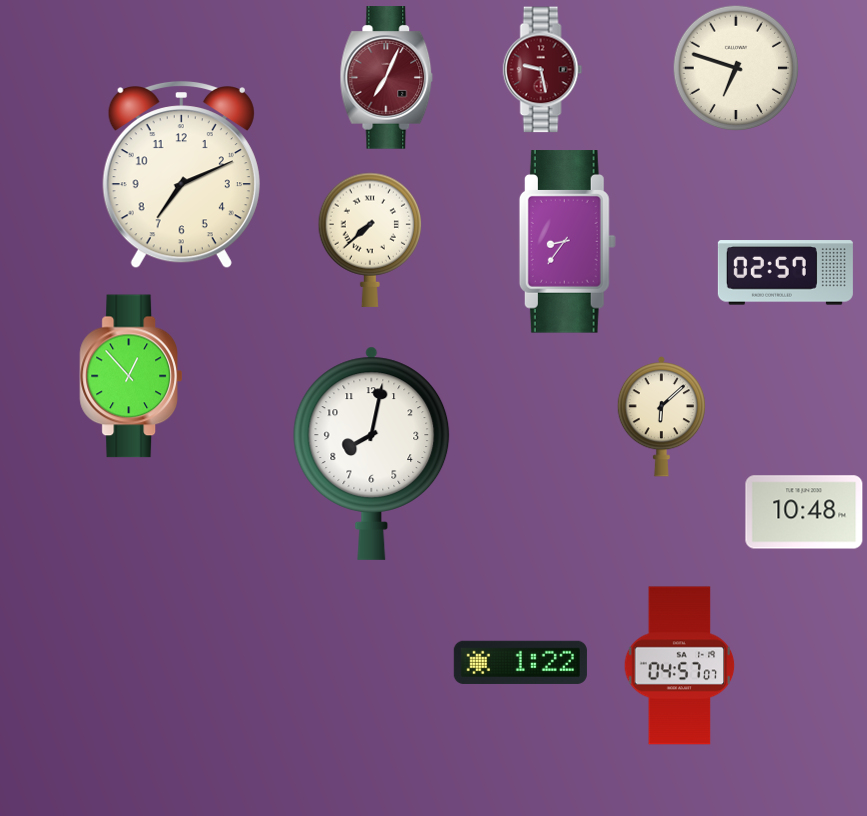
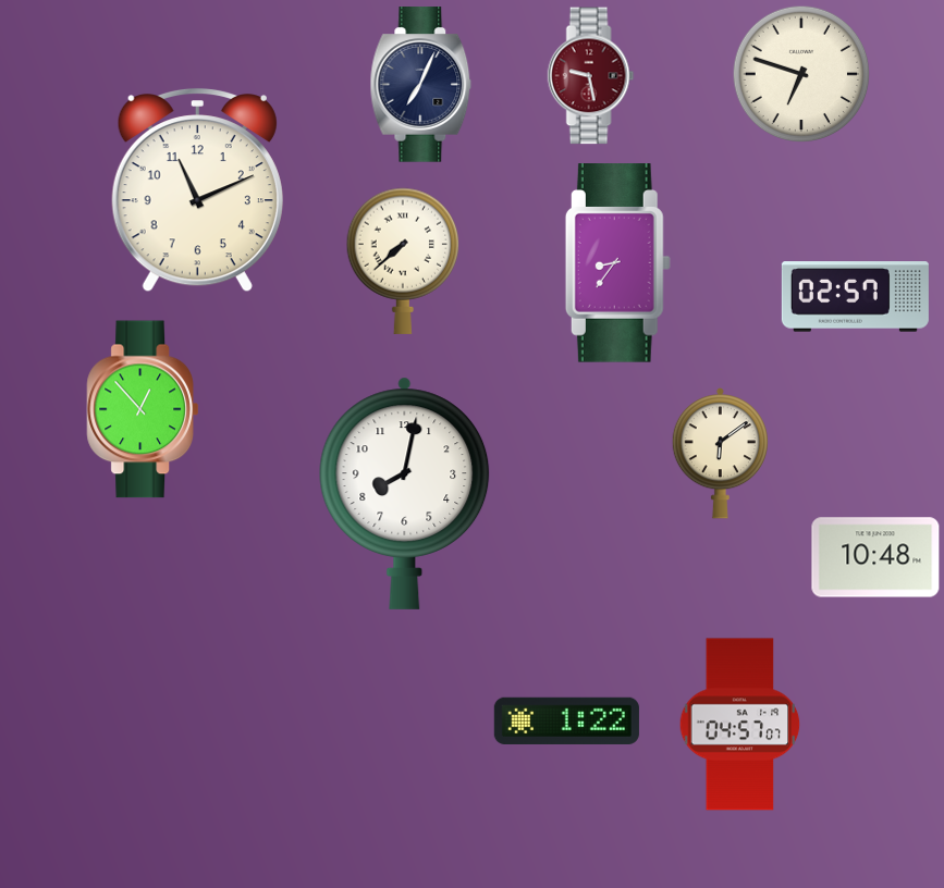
clock at (387, 78) dial: burgundy -> navy
clock at (181, 175): 7:11 -> 11:11
clock at (661, 417): 6:08 -> 6:09
